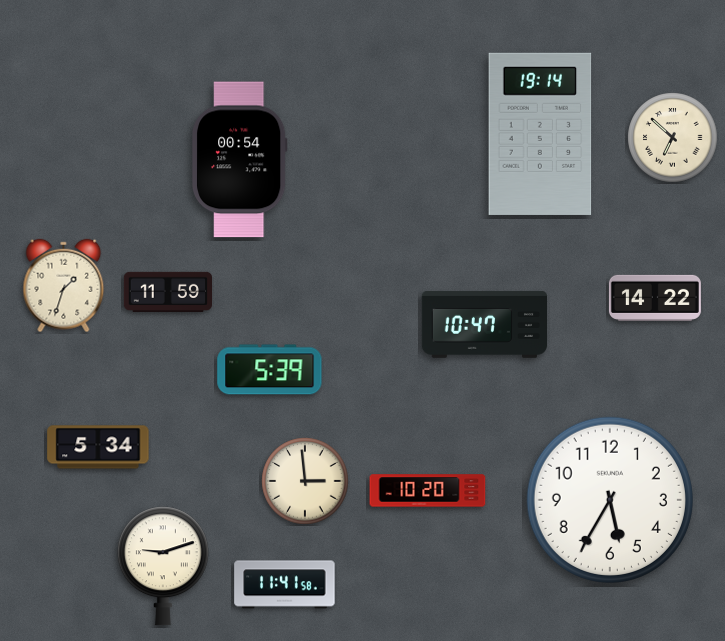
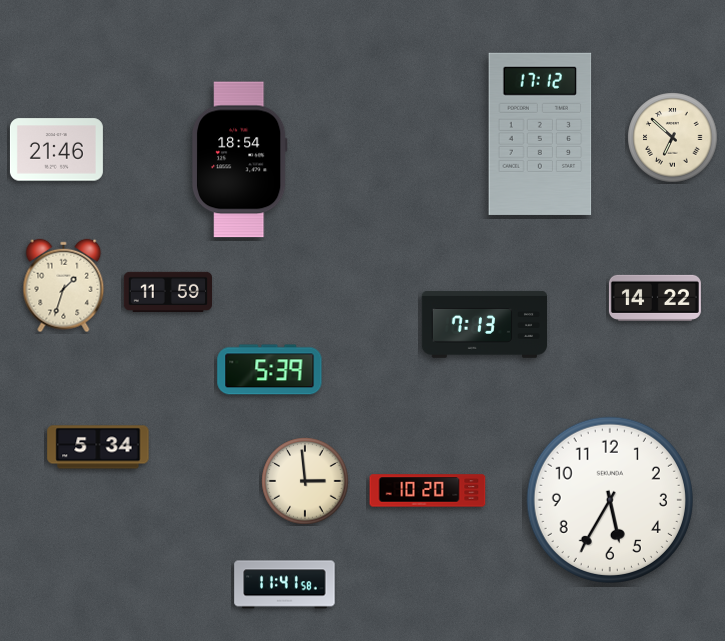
clock at (540, 134): 19:14 -> 17:12
clock at (56, 150): none -> 21:46
clock at (239, 160): 00:54 -> 18:54
clock at (484, 325): 10:47 -> 7:13
clock at (163, 566): 9:12 -> none
